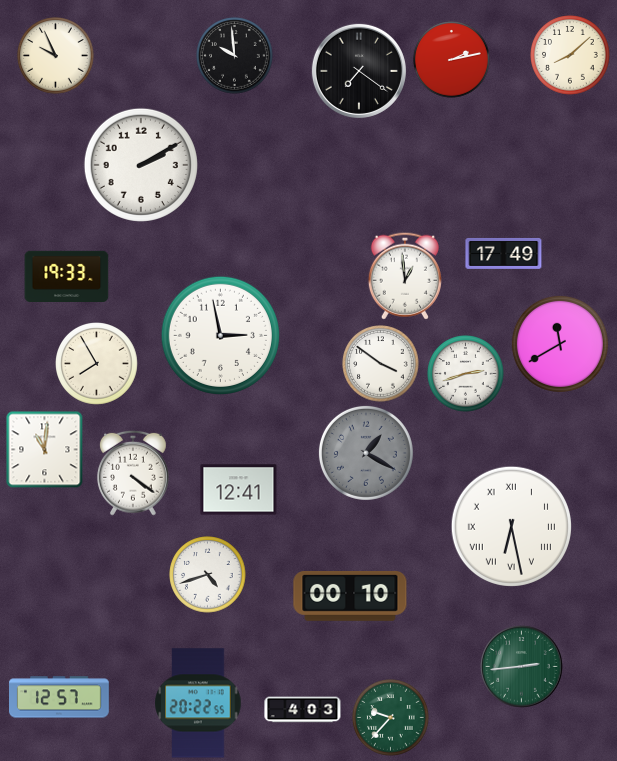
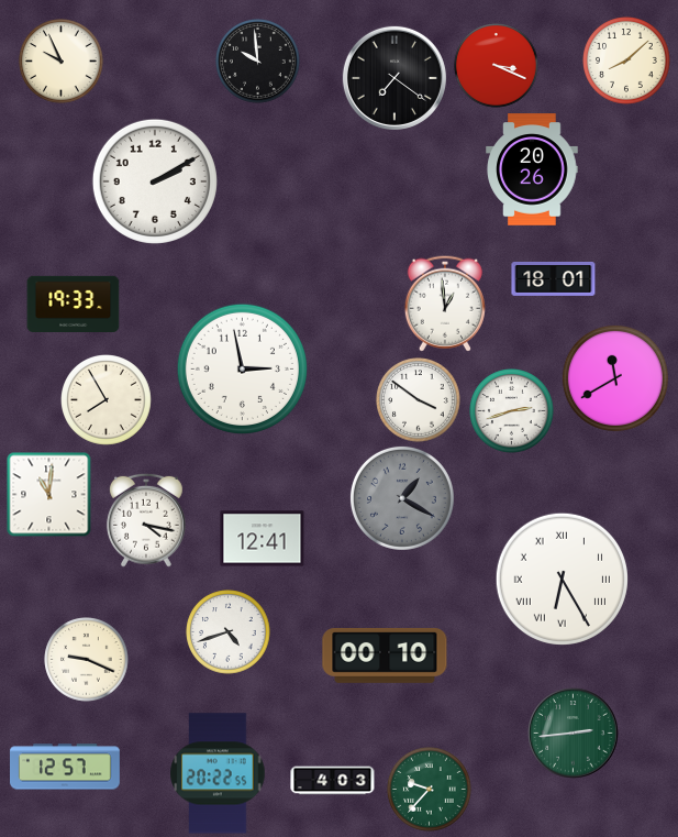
clock at (452, 60): 2:13 -> 3:19
clock at (532, 169): none -> 20:26
clock at (504, 253): 17:49 -> 18:01
clock at (133, 473): 4:21 -> 4:17
clock at (511, 526): 6:28 -> 6:25
clock at (87, 660): none -> 9:19
